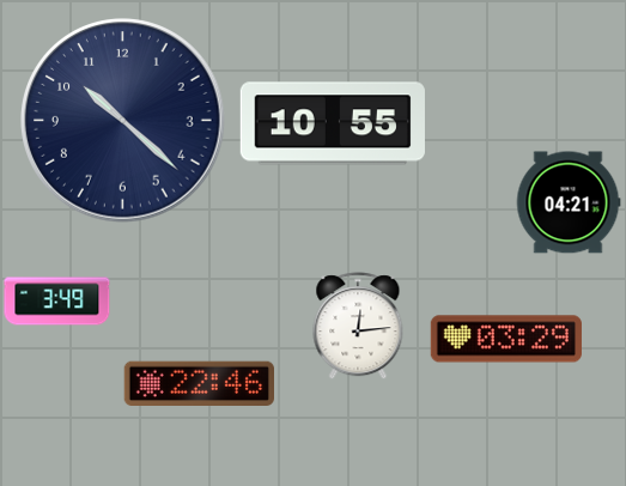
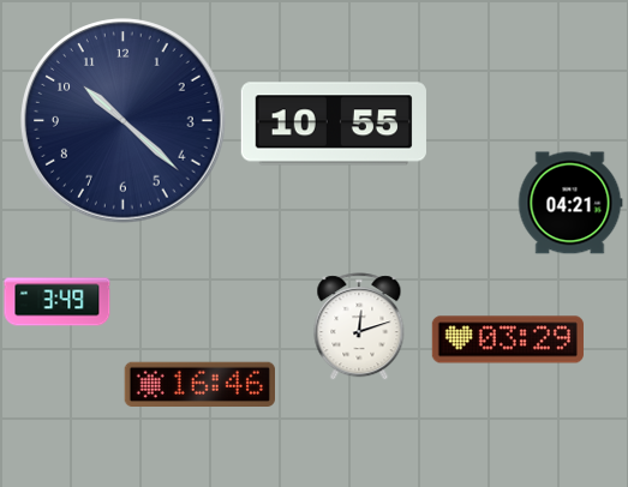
clock at (358, 327): 12:14 -> 12:12
clock at (199, 383): 22:46 -> 16:46
